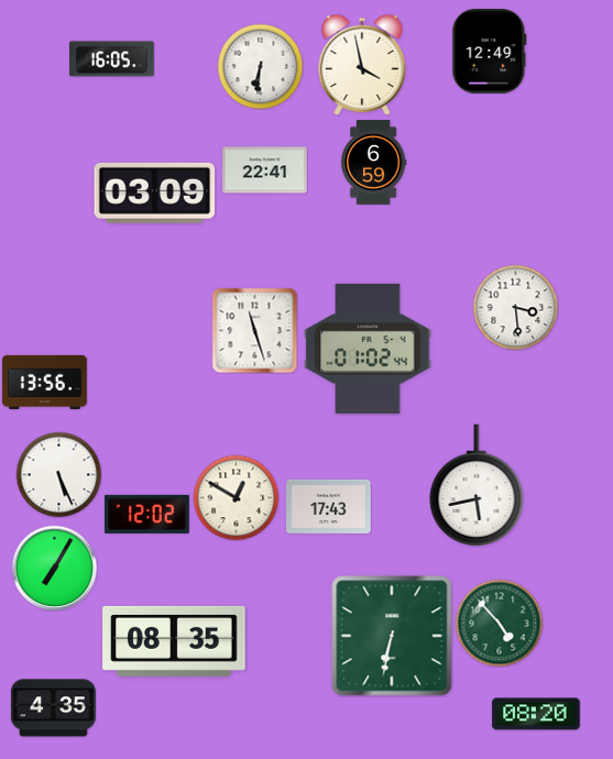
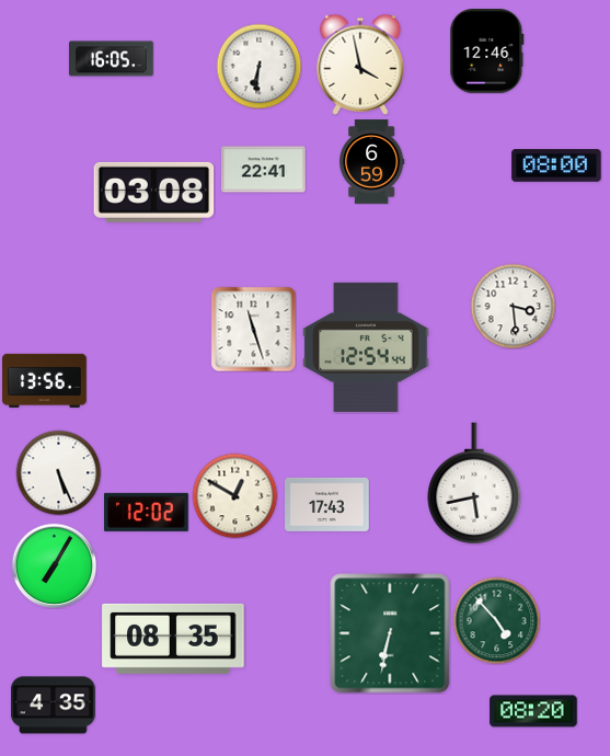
clock at (490, 52): 12:49 -> 12:46
clock at (556, 165): none -> 08:00
clock at (155, 193): 03:09 -> 03:08
clock at (368, 349): 01:02 -> 12:54
